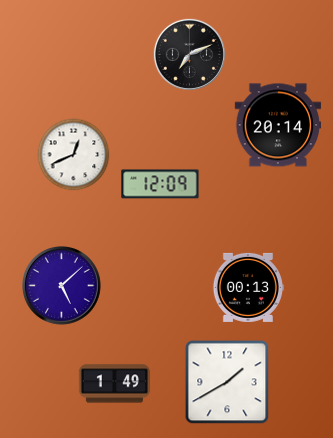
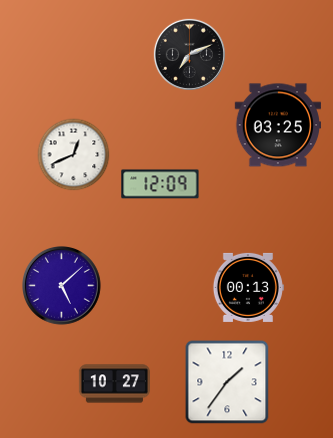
clock at (277, 125): 20:14 -> 03:25
clock at (227, 382): 1:40 -> 1:36
clock at (114, 384): 1:49 -> 10:27
